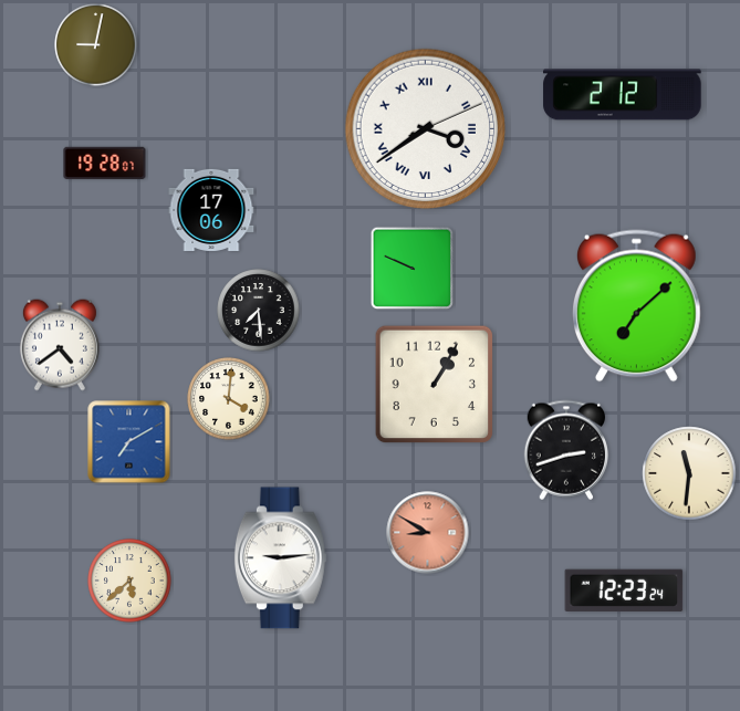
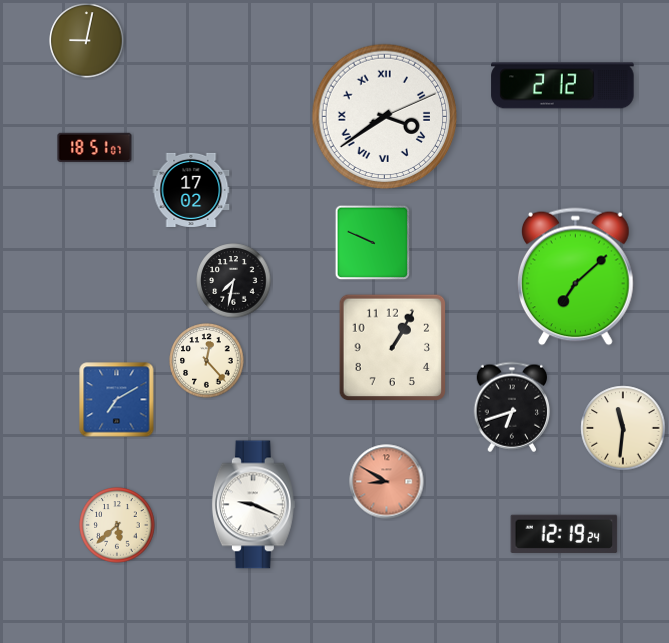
clock at (105, 163): 19:28 -> 18:51
clock at (211, 210): 17:06 -> 17:02
clock at (259, 311): 7:29 -> 7:32
clock at (60, 345): 4:39 -> none
clock at (229, 399): 4:01 -> 12:23
clock at (566, 450): 2:42 -> 6:42
clock at (280, 558): 9:14 -> 9:19
clock at (624, 590): 12:23 -> 12:19
